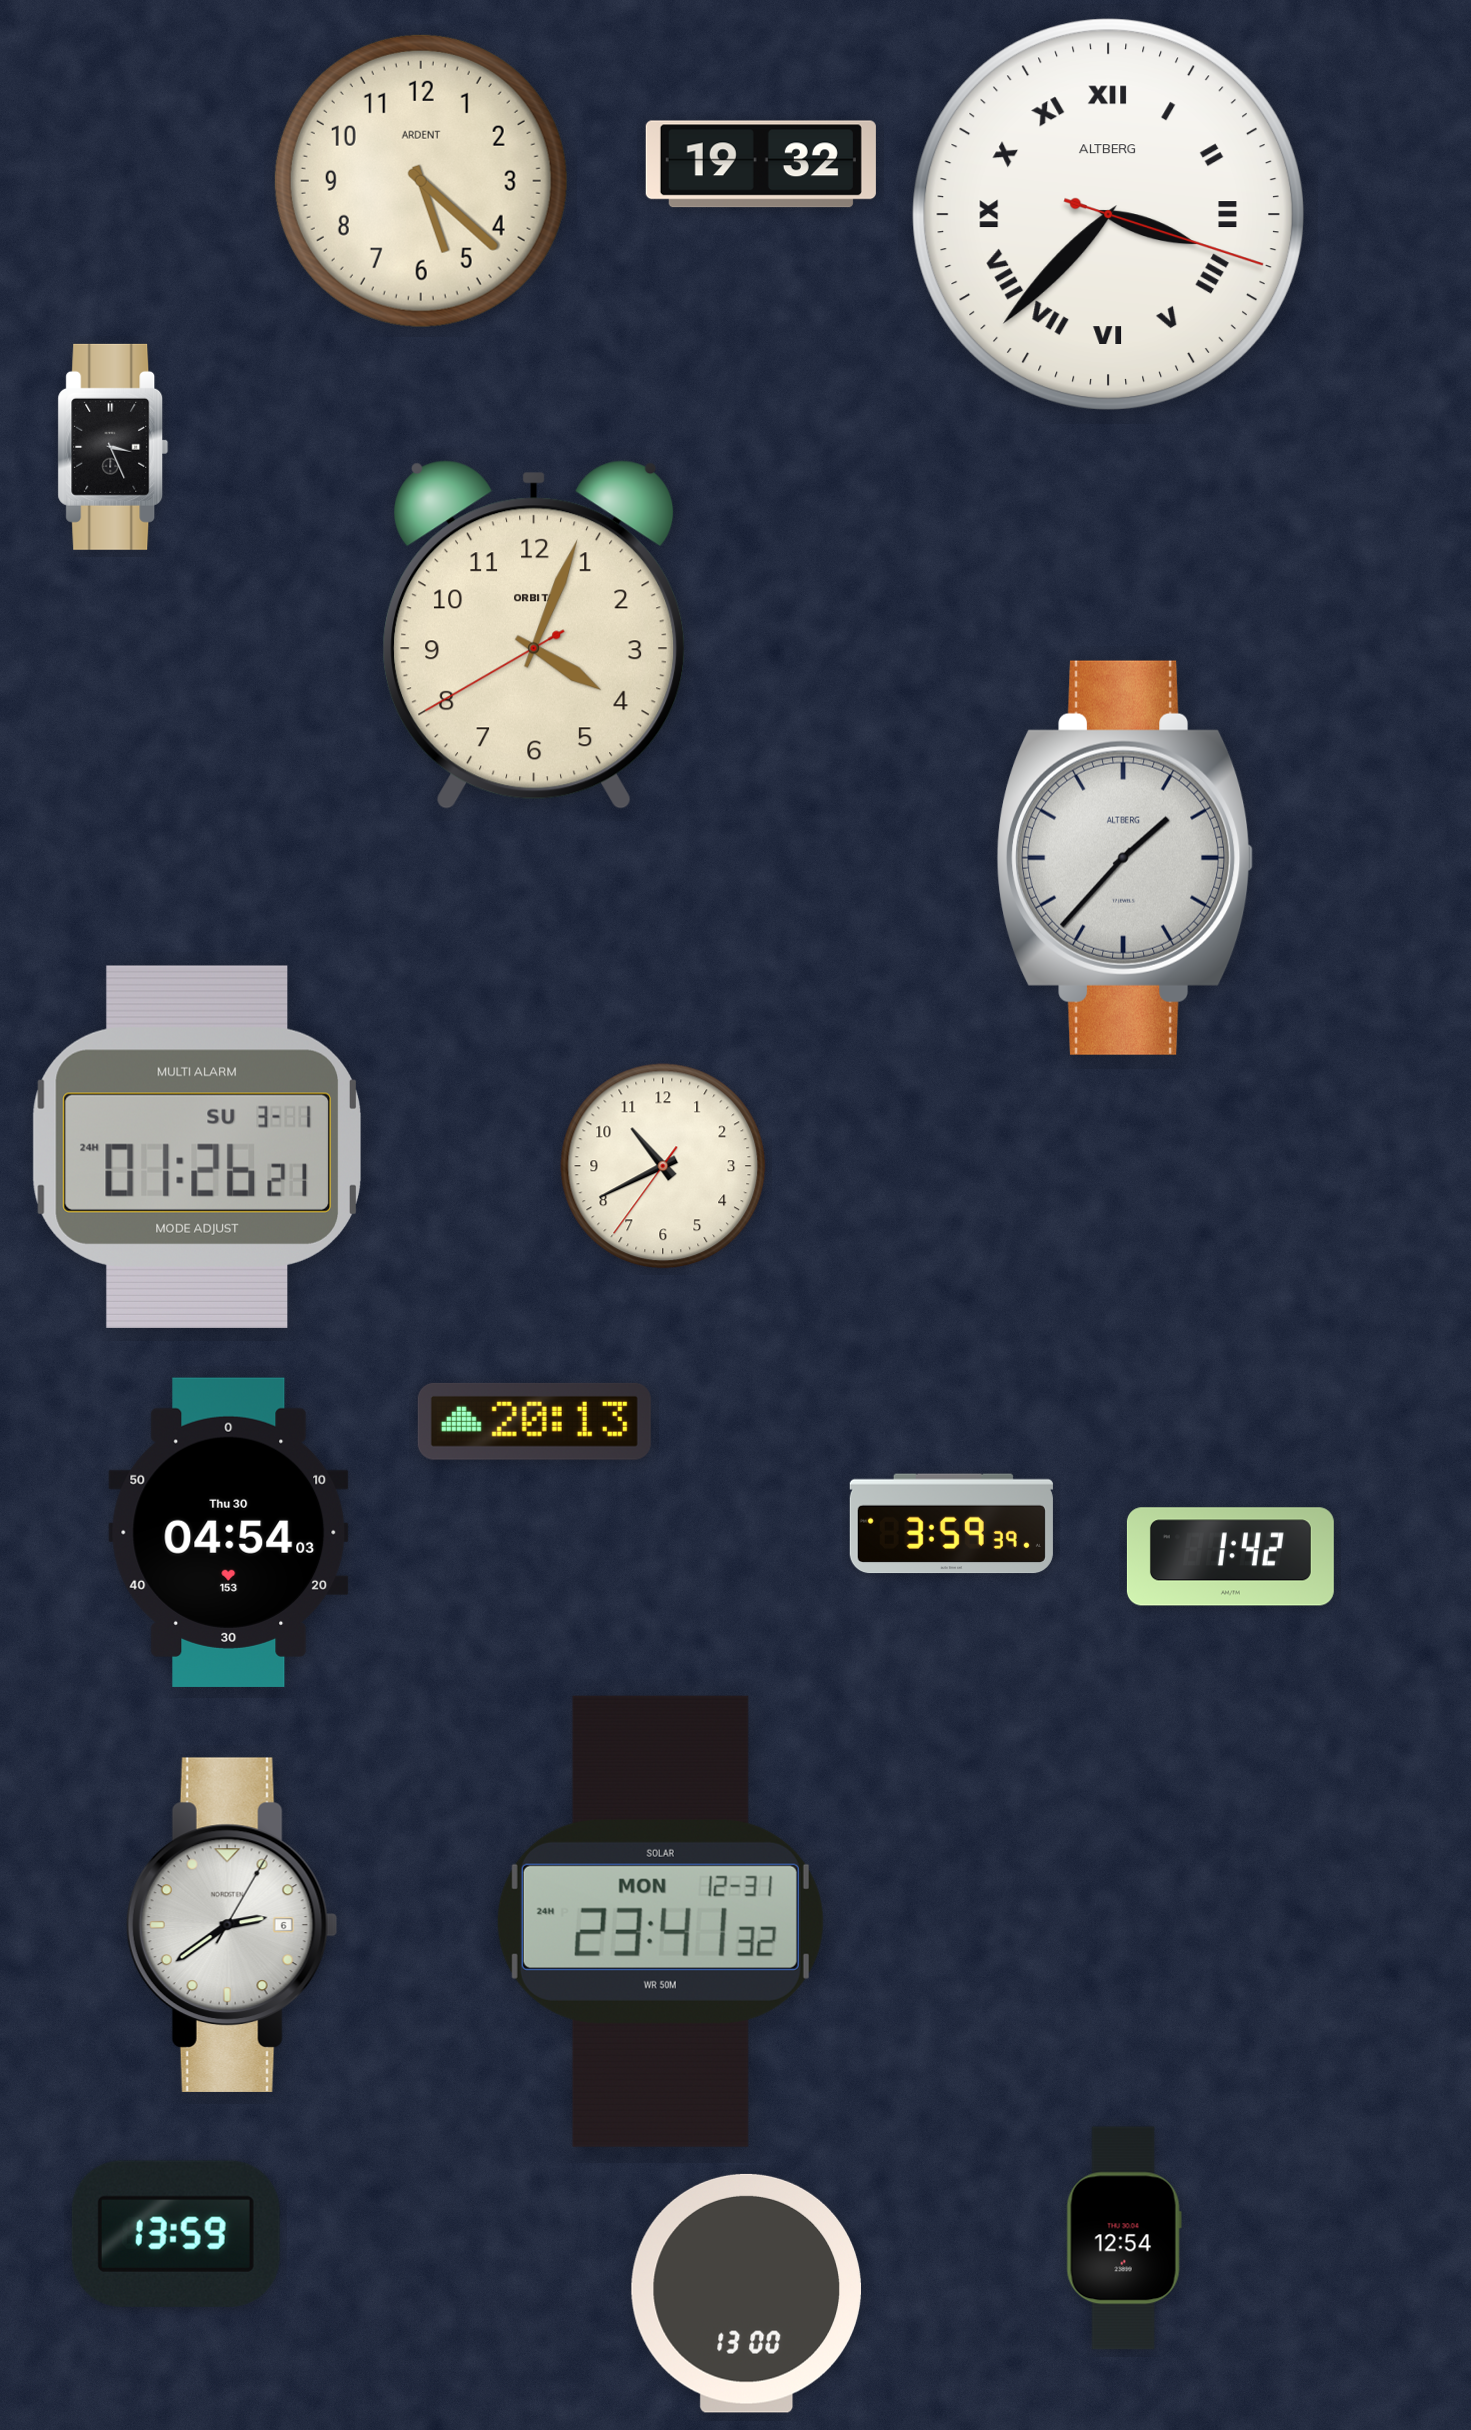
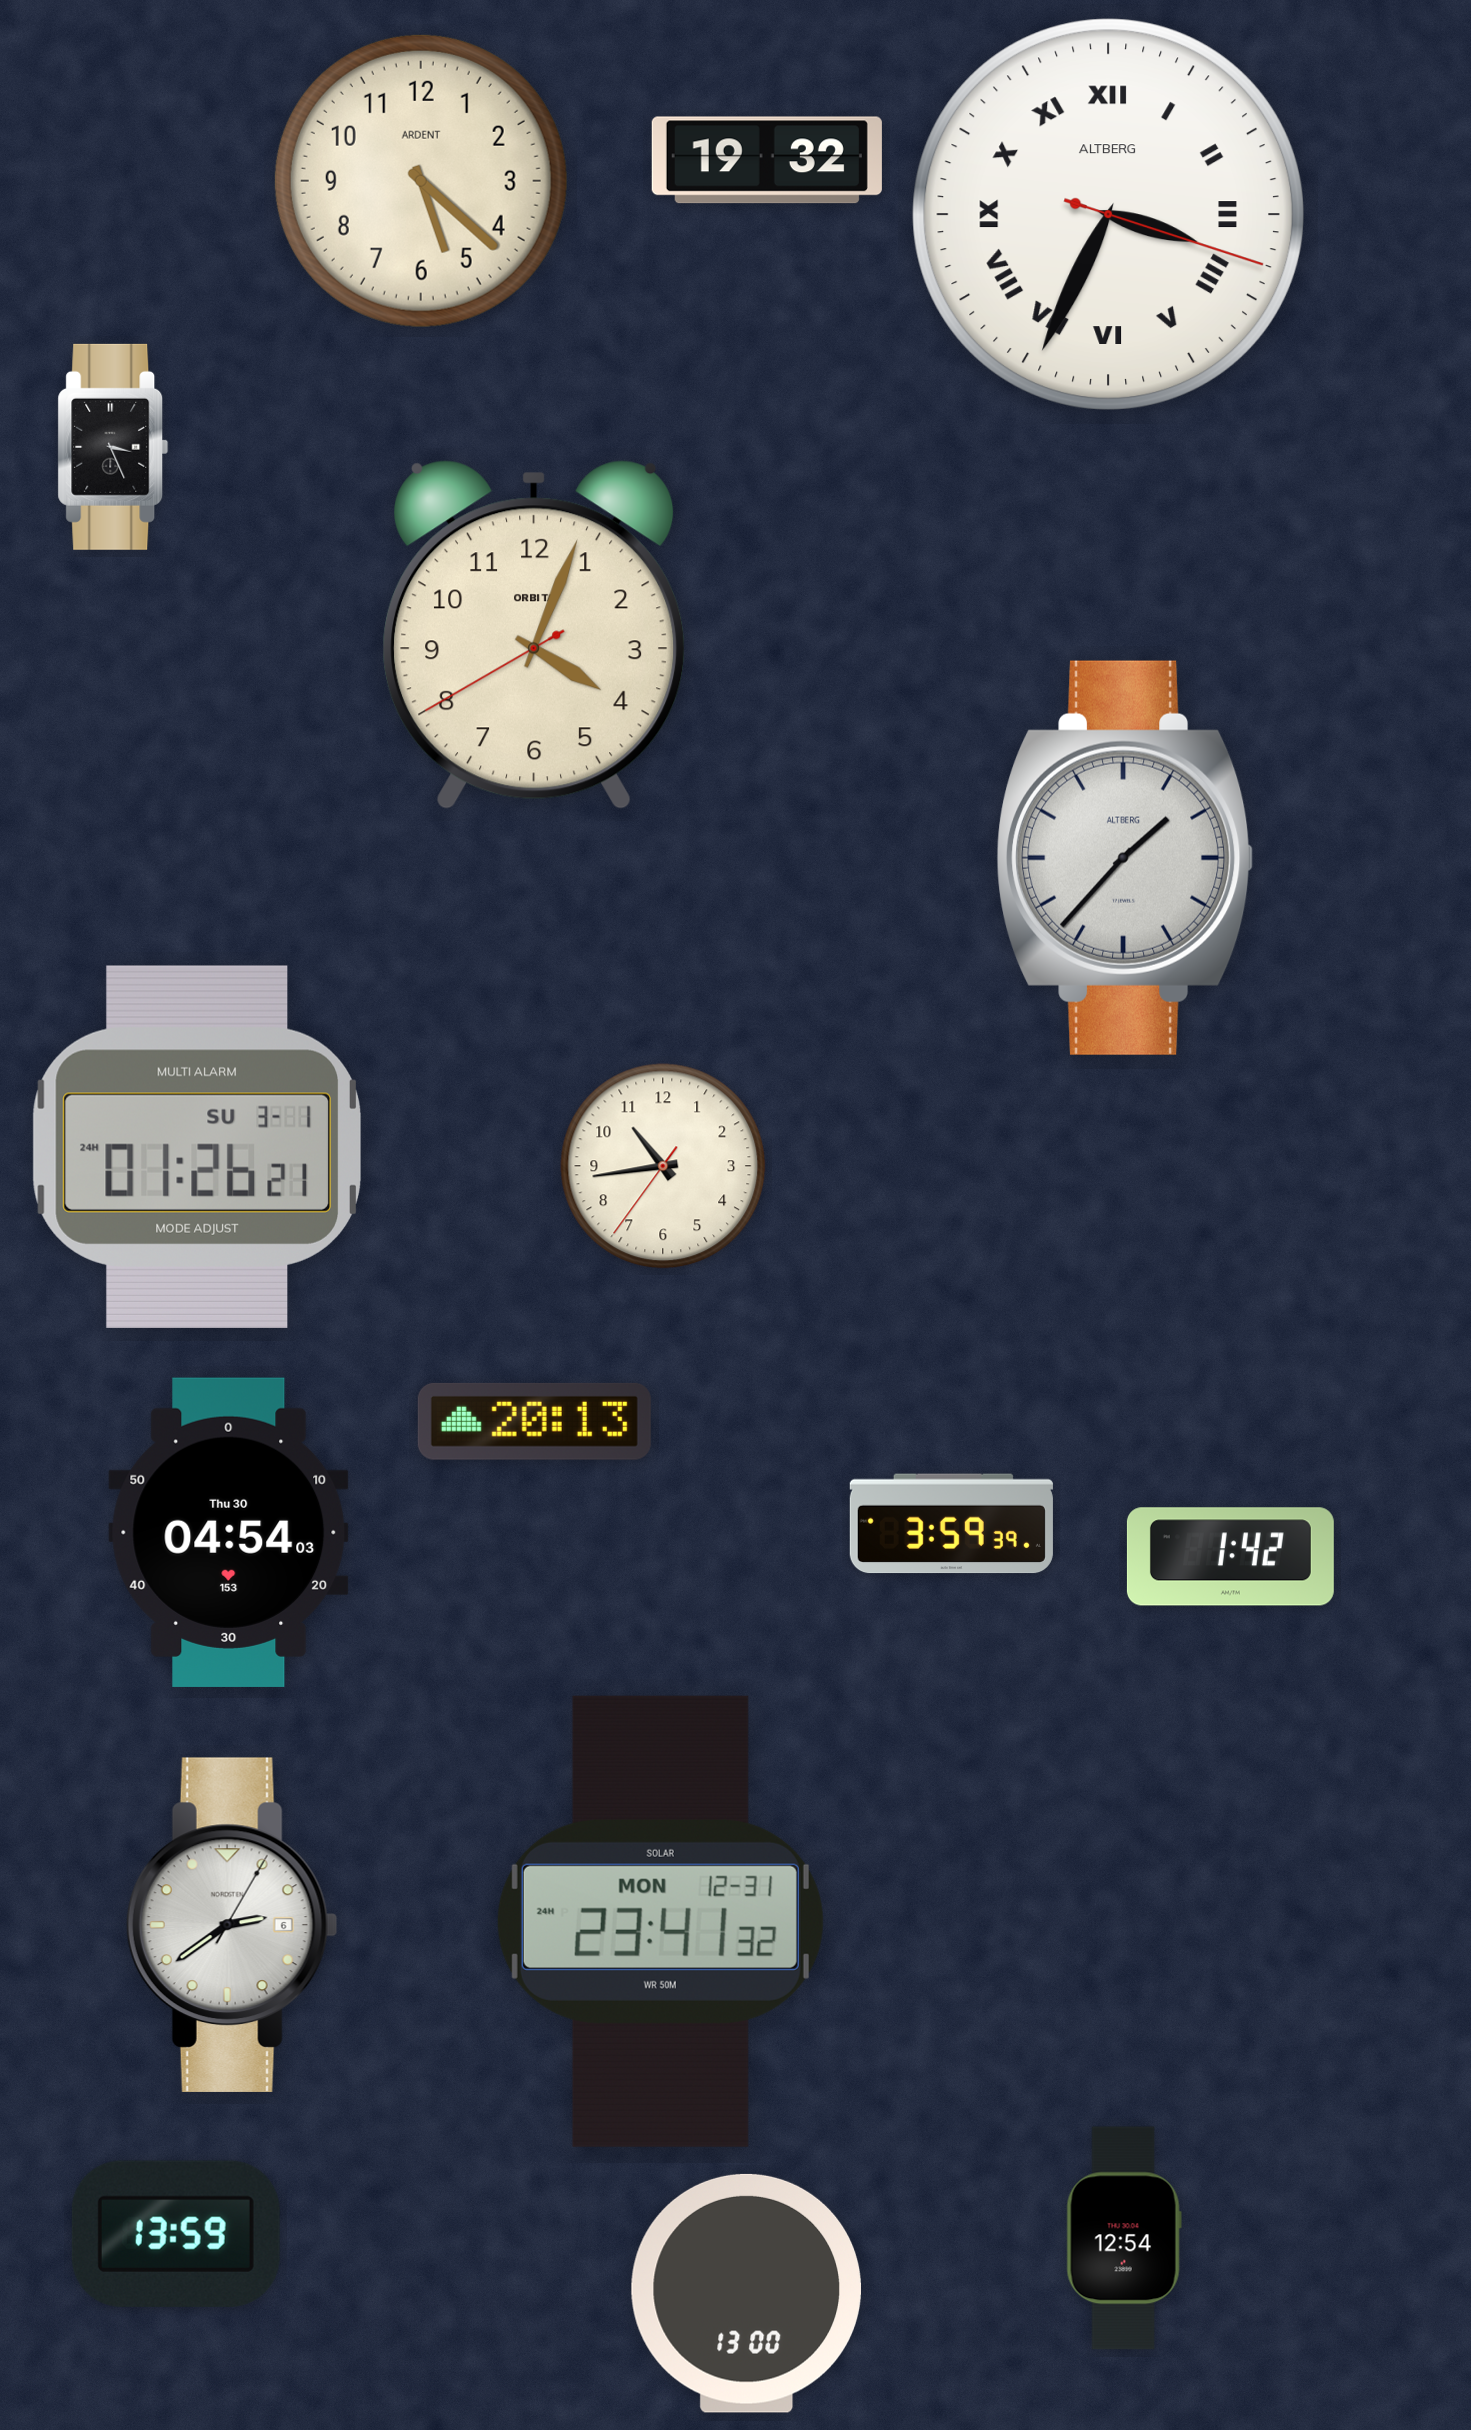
clock at (761, 164) position: (761, 164) -> (767, 160)
clock at (1108, 214): 3:37 -> 3:34
clock at (663, 1166): 10:40 -> 10:43
